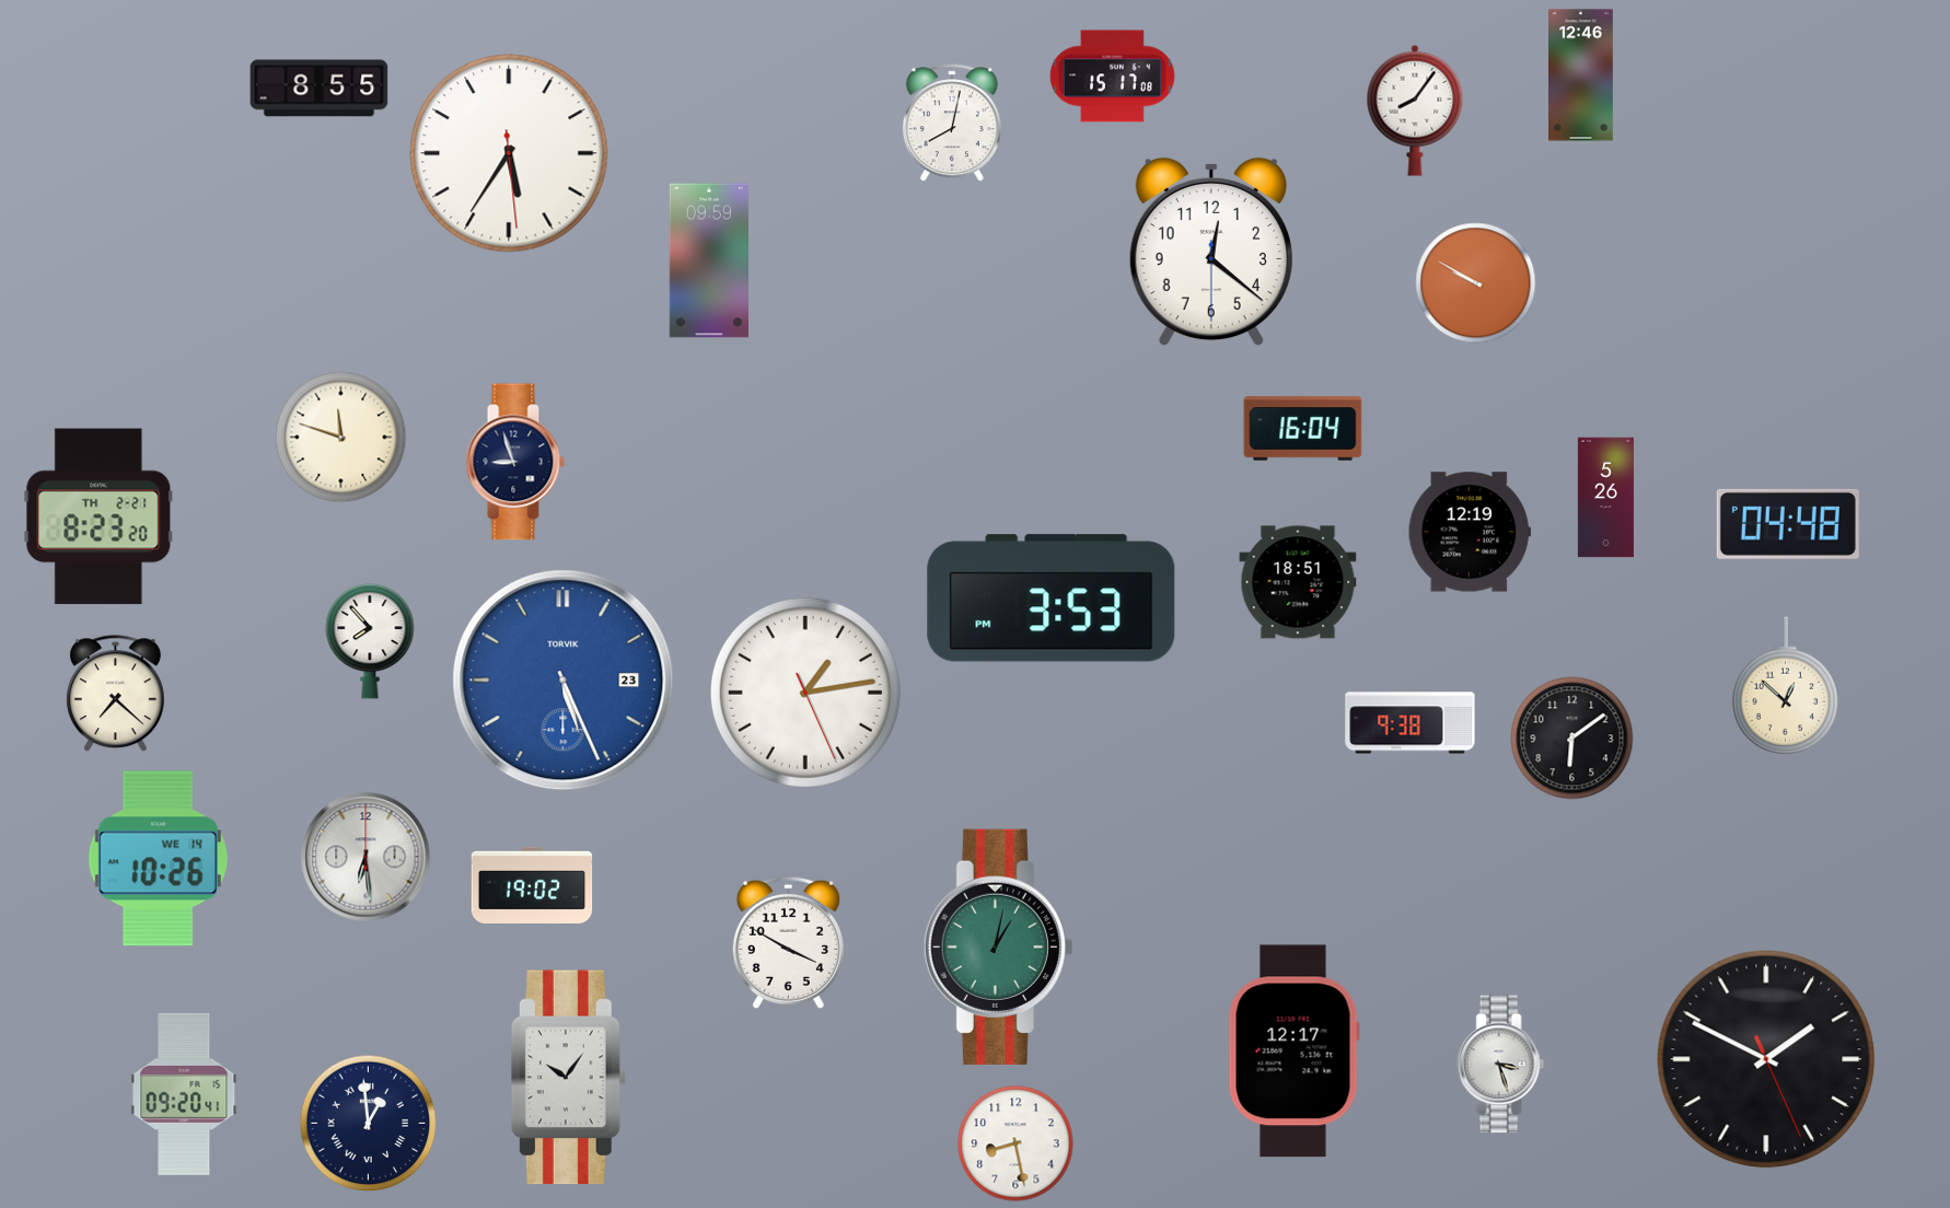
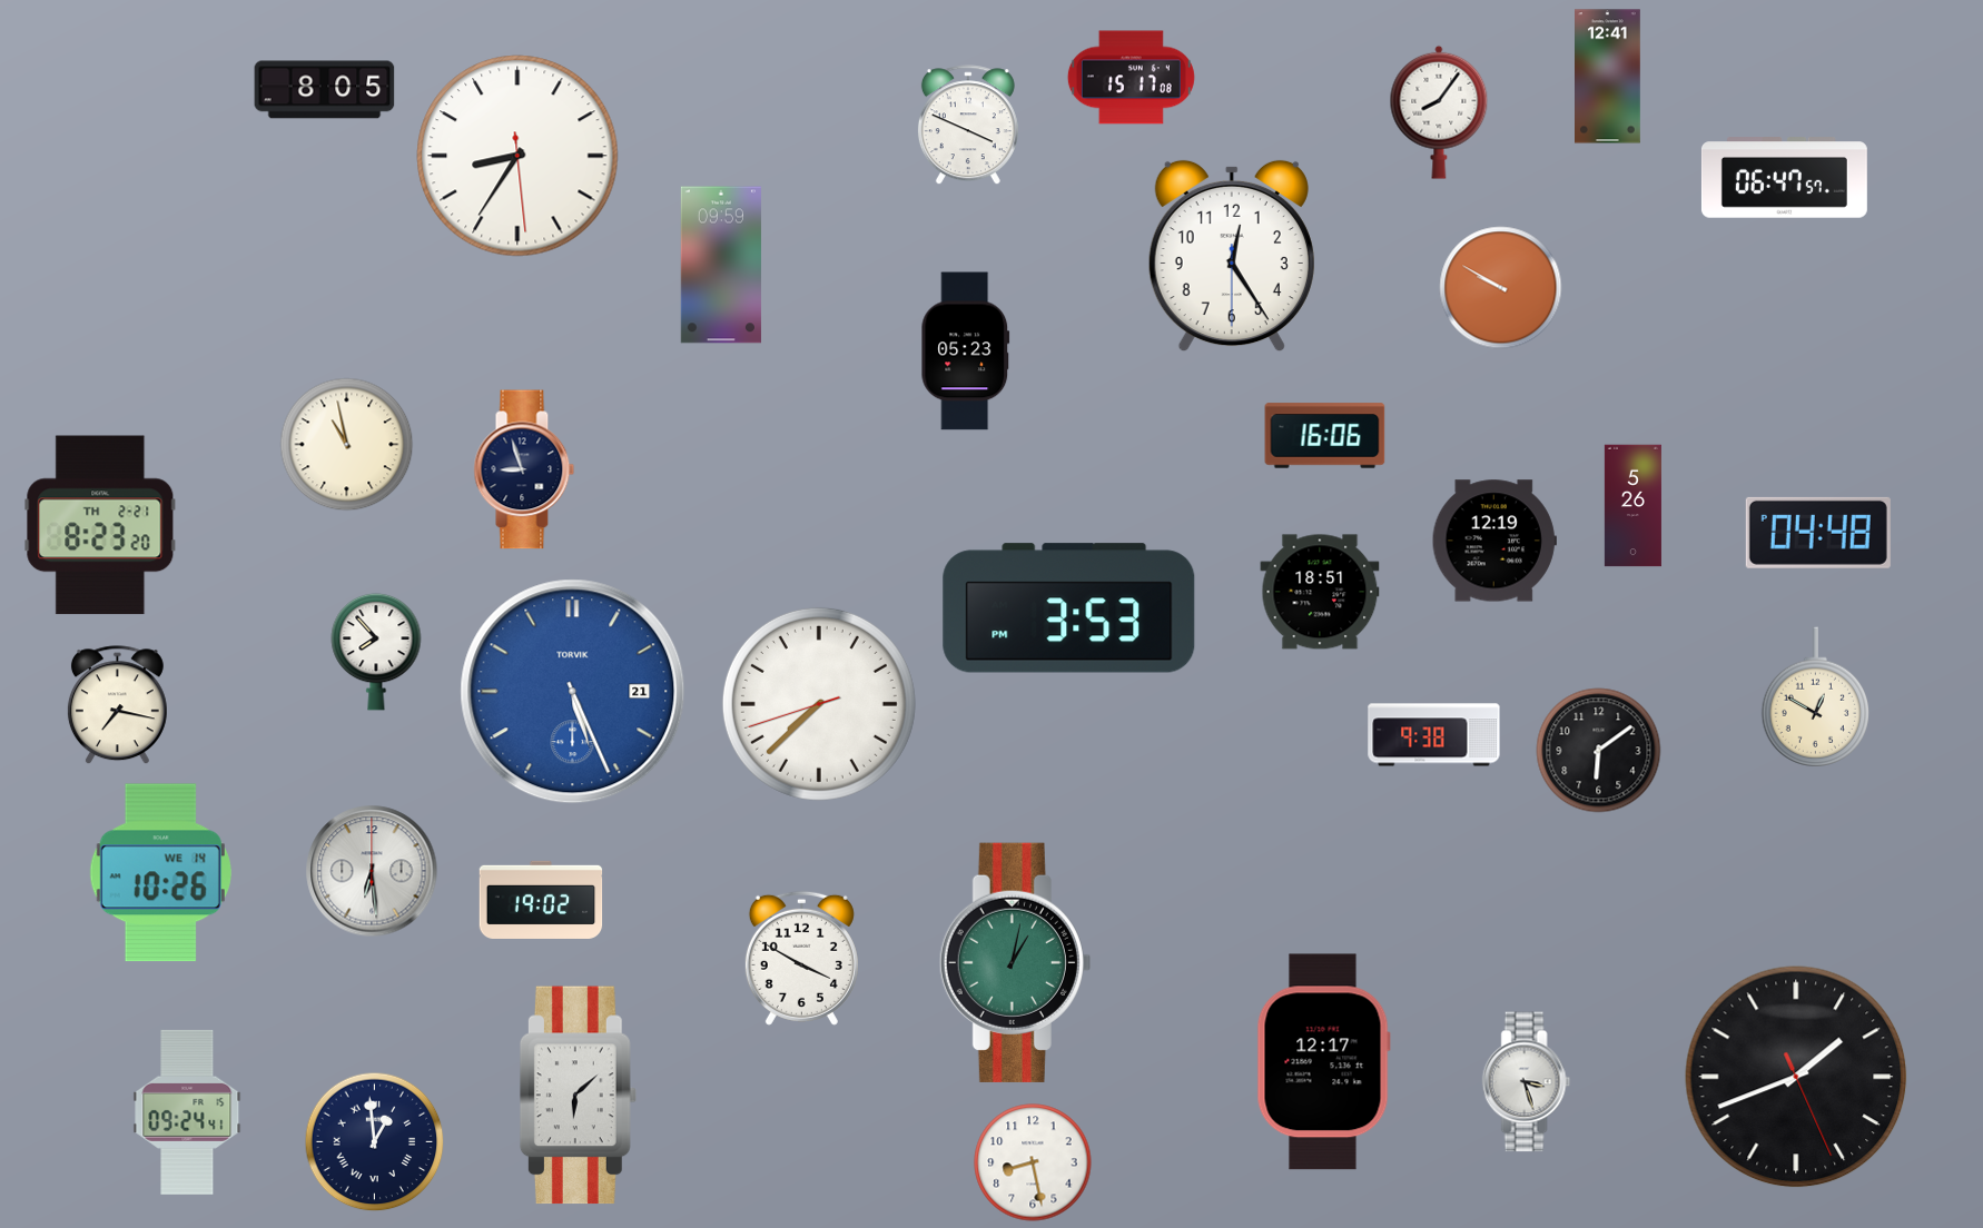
clock at (1581, 75): 12:46 -> 12:41
clock at (320, 89): 8:55 -> 8:05
clock at (952, 124): 8:02 -> 3:49
clock at (509, 153): 5:35 -> 8:35
clock at (1784, 178): none -> 06:47
clock at (1211, 252): 12:21 -> 12:24
clock at (966, 351): none -> 05:23
clock at (1303, 429): 16:04 -> 16:06
clock at (341, 438): 11:48 -> 10:58
clock at (564, 681) date: 23 -> 21
clock at (1785, 686): 12:52 -> 12:50
clock at (805, 693): 1:13 -> 7:37
clock at (115, 694): 7:22 -> 7:17
clock at (1293, 1052) position: (1293, 1052) -> (1323, 1062)
clock at (1766, 1059): 1:49 -> 1:41
clock at (568, 1078): 10:06 -> 6:08
clock at (184, 1094): 09:20 -> 09:24
